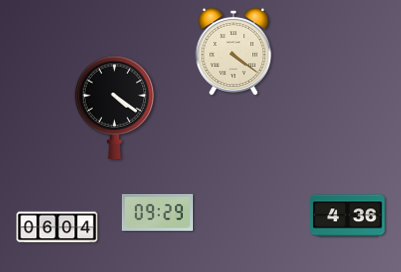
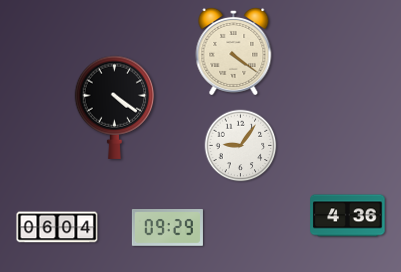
clock at (241, 146): none -> 9:06
clock at (157, 213) position: (157, 213) -> (167, 228)
